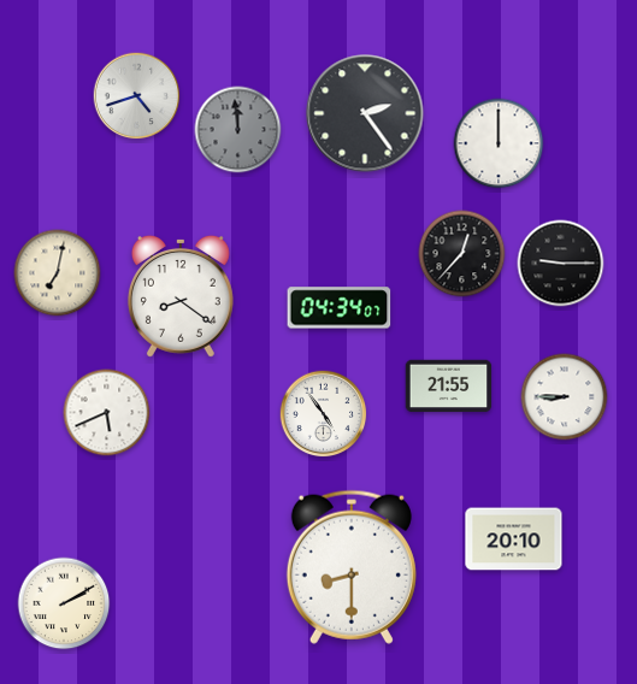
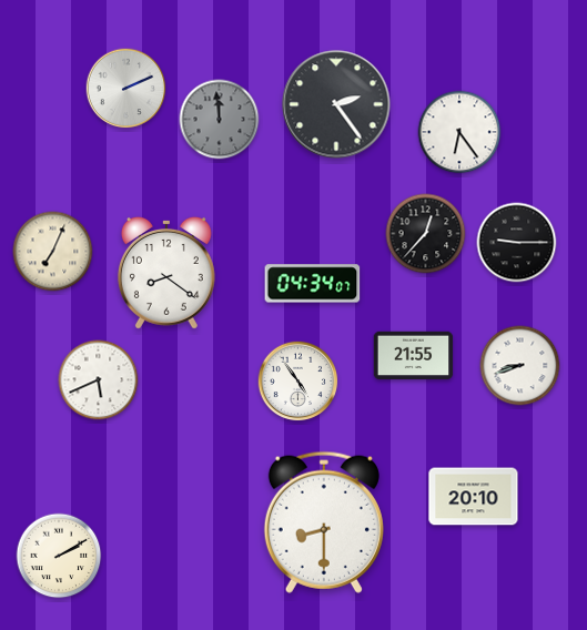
clock at (137, 96): 4:42 -> 2:11
clock at (499, 143): 12:00 -> 6:24
clock at (58, 273): 7:02 -> 7:04
clock at (565, 397): 8:45 -> 8:42
